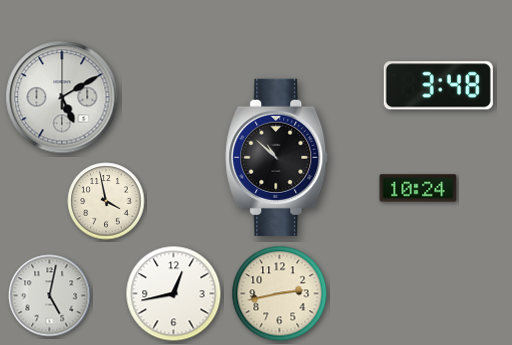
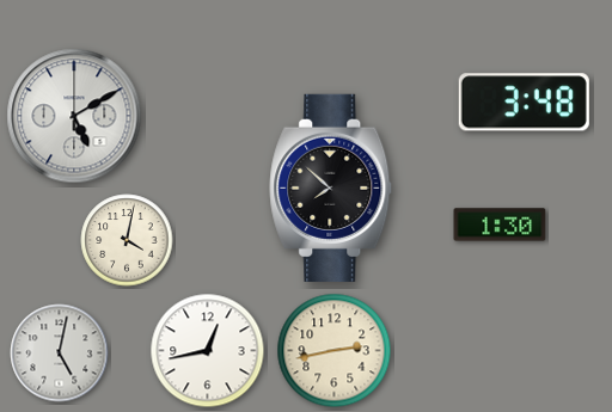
clock at (277, 157): 10:52 -> 7:52
clock at (418, 188): 10:24 -> 1:30
clock at (106, 201): 3:58 -> 4:02
